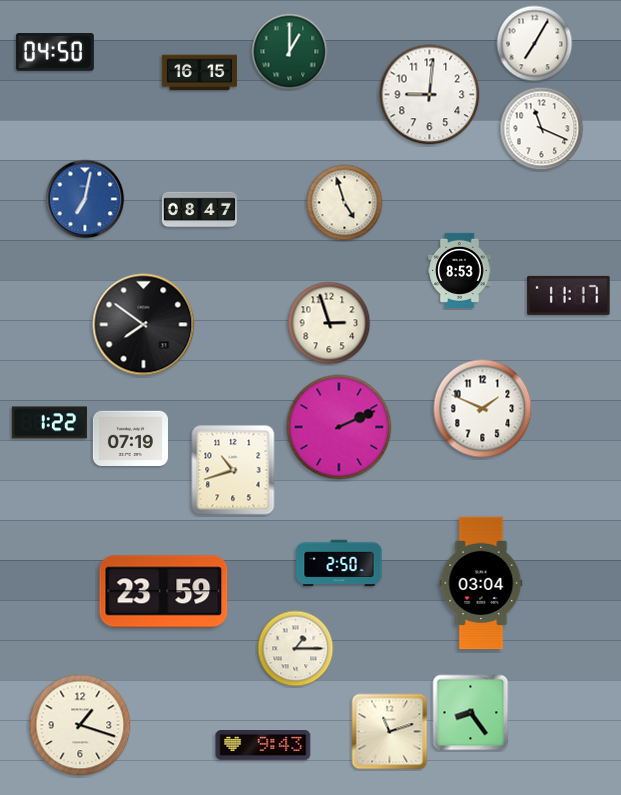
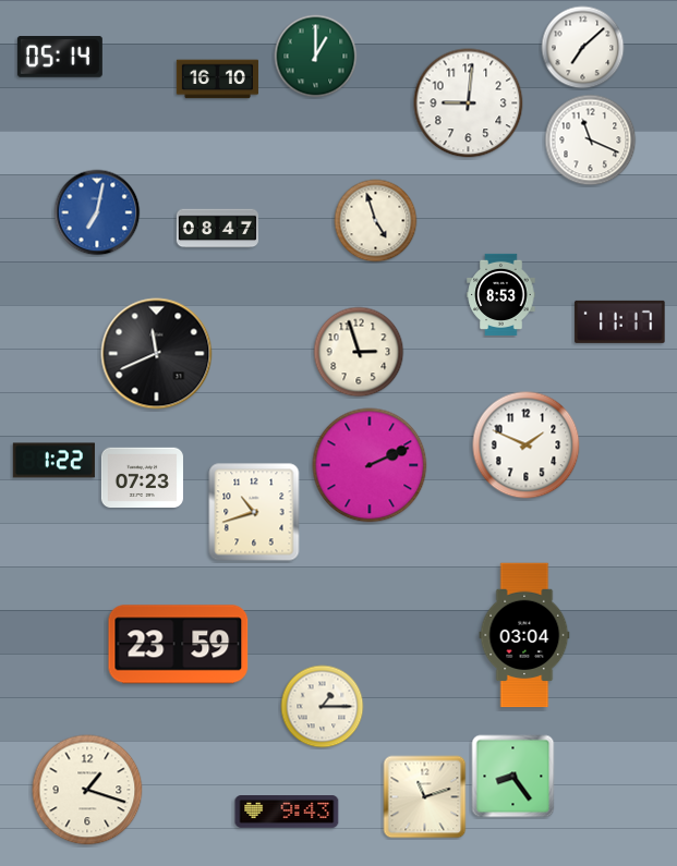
clock at (535, 44): 7:05 -> 7:08
clock at (55, 53): 04:50 -> 05:14
clock at (199, 73): 16:15 -> 16:10
clock at (85, 199) position: (85, 199) -> (97, 212)
clock at (144, 325): 7:51 -> 11:41
clock at (130, 438): 07:19 -> 07:23
clock at (339, 563): 2:50 -> none
